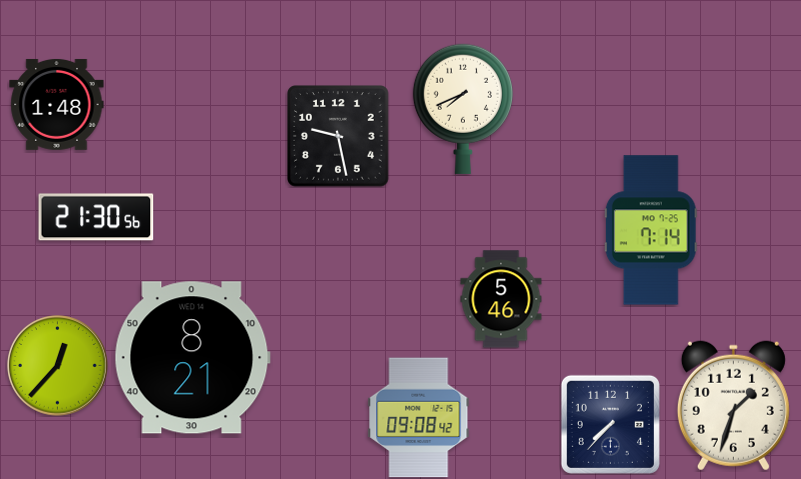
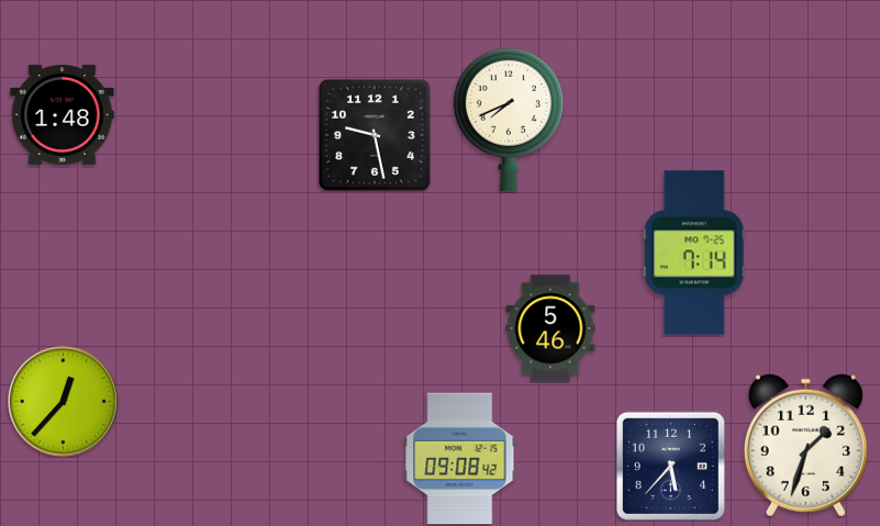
clock at (339, 137) position: (339, 137) -> (376, 136)
clock at (96, 217): 21:30 -> none
clock at (651, 230) position: (651, 230) -> (694, 253)
clock at (192, 358): 8:21 -> none
clock at (610, 424): 7:37 -> 5:37
